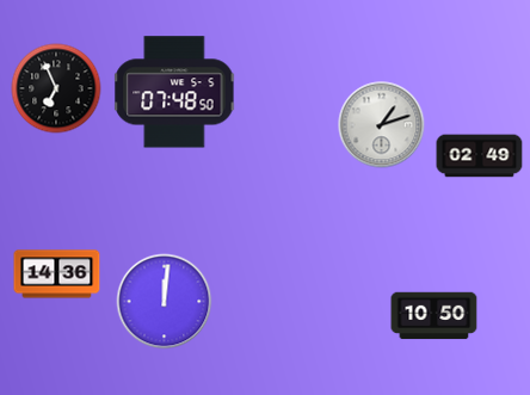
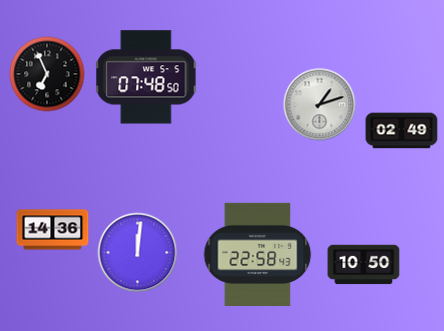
clock at (57, 274) position: (57, 274) -> (53, 230)
clock at (258, 254): none -> 22:58
